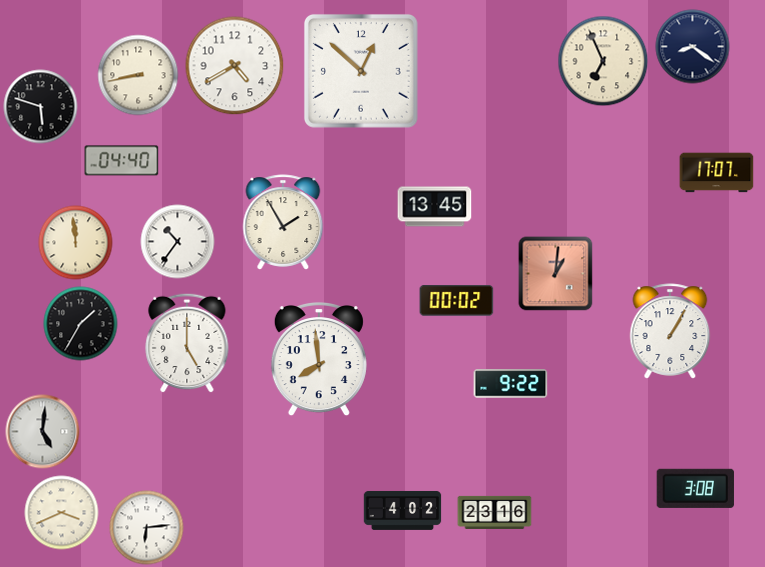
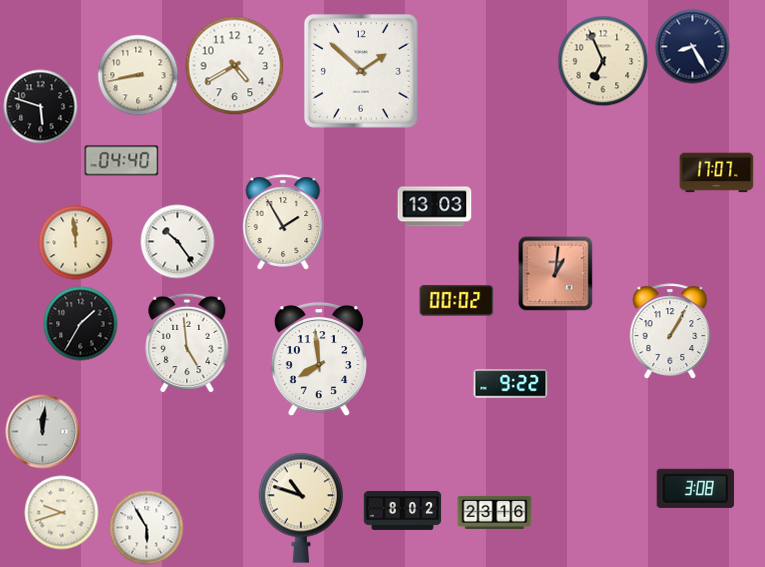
clock at (693, 47): 8:21 -> 8:25
clock at (361, 71): 12:52 -> 1:52
clock at (435, 207): 13:45 -> 13:03
clock at (178, 242): 10:36 -> 10:24
clock at (187, 343): 5:00 -> 4:59
clock at (43, 432): 5:01 -> 12:01
clock at (300, 508): none -> 10:48
clock at (403, 510): 4:02 -> 8:02
clock at (62, 513): 3:41 -> 9:42
clock at (147, 528): 6:14 -> 5:55
